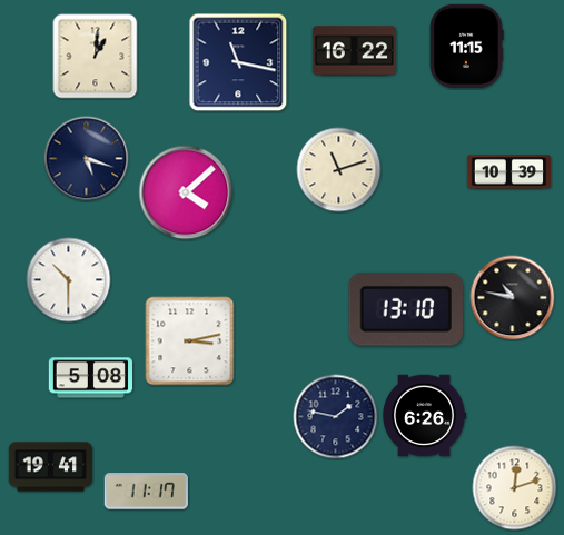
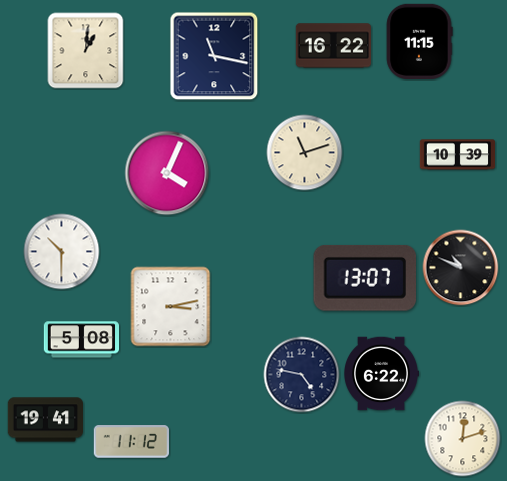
clock at (355, 51) position: (355, 51) -> (334, 46)
clock at (87, 159): 5:18 -> none
clock at (186, 192): 4:08 -> 4:04
clock at (513, 298): 10:47 -> 10:49
clock at (406, 309): 13:10 -> 13:07
clock at (424, 416): 6:26 -> 6:22
clock at (336, 417): 1:47 -> 4:47
clock at (146, 492): 11:17 -> 11:12
